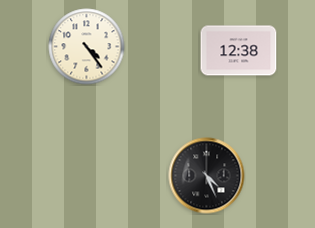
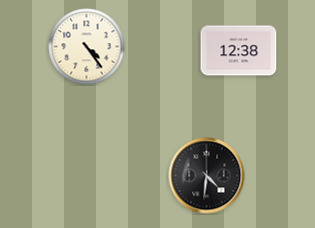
clock at (207, 176): 4:26 -> 4:31
